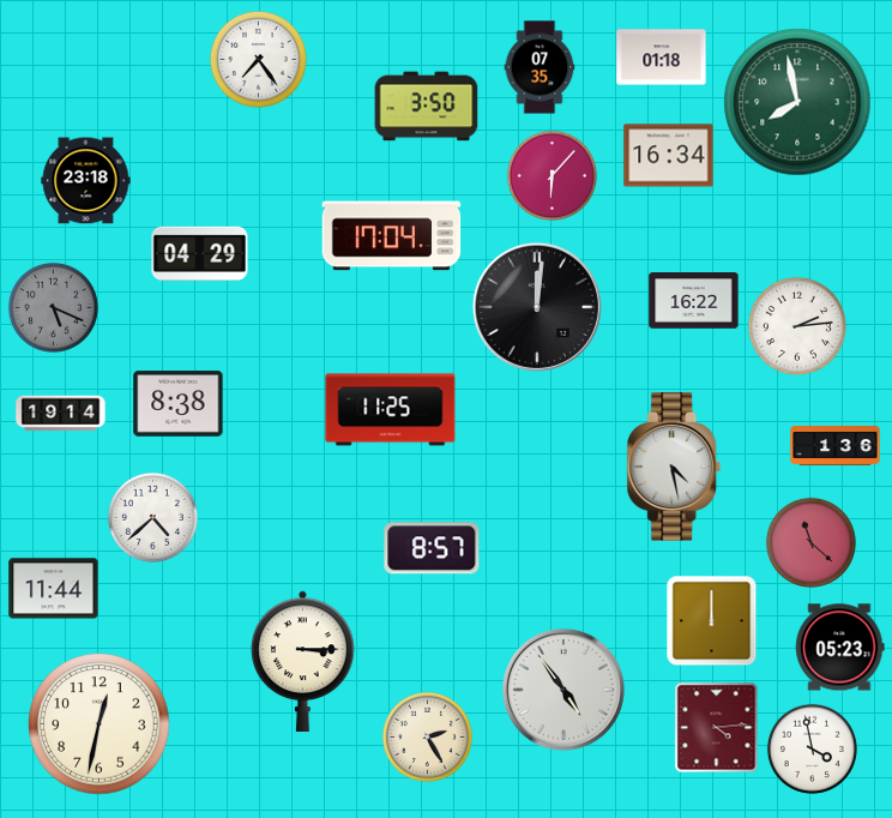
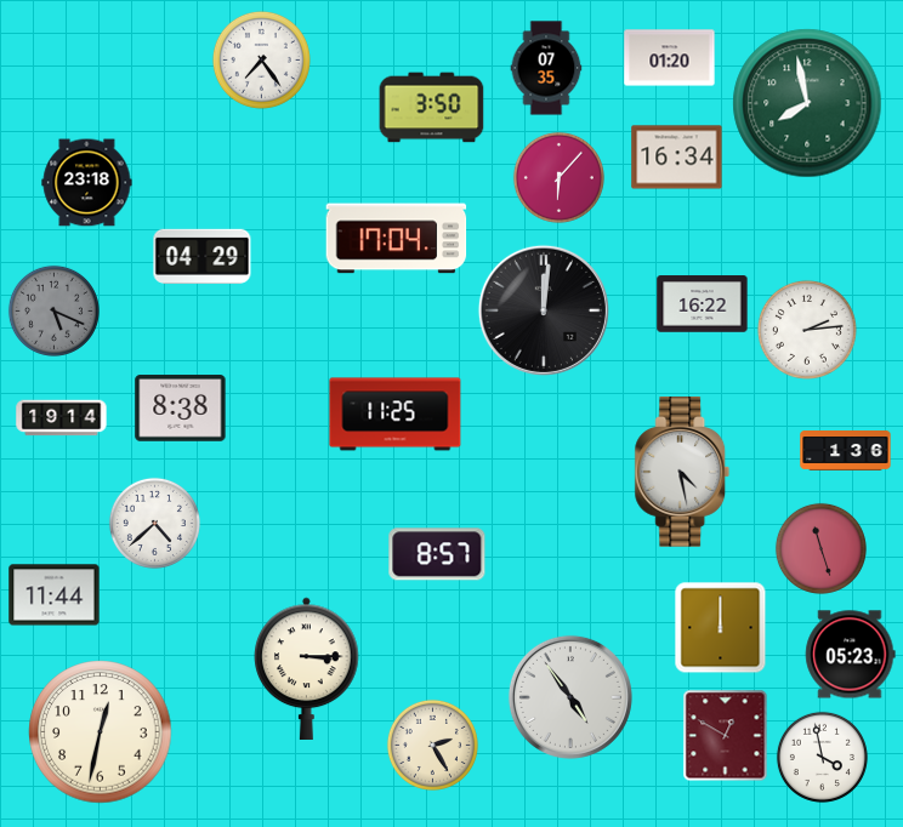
clock at (662, 58): 01:18 -> 01:20
clock at (810, 542): 11:22 -> 11:27
clock at (717, 728): 4:14 -> 12:50
